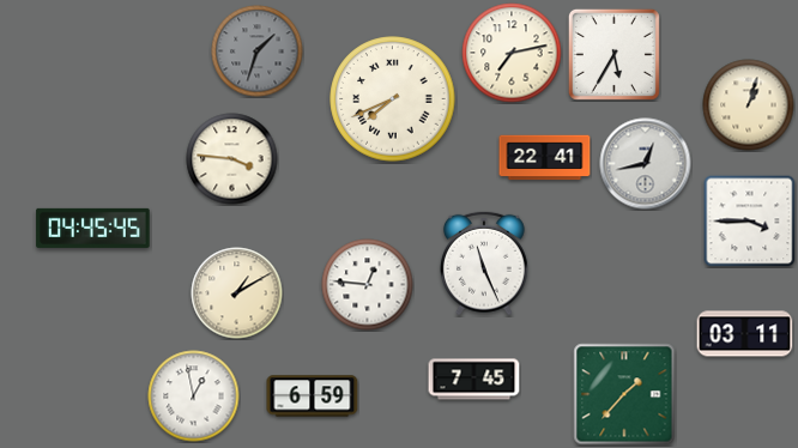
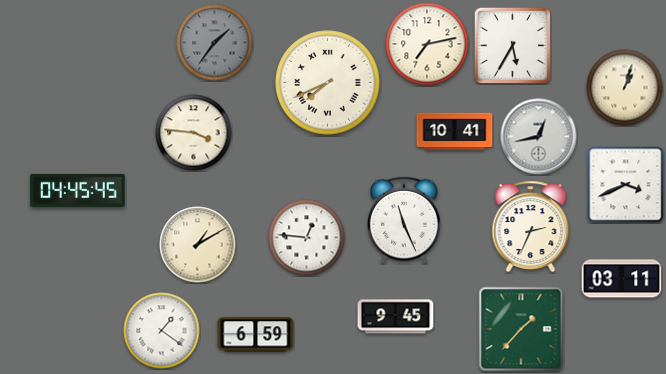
clock at (258, 52): 1:33 -> 1:36
clock at (545, 158): 22:41 -> 10:41
clock at (749, 220): 3:45 -> 3:41
clock at (531, 227): none -> 2:34
clock at (474, 380): 7:45 -> 9:45
clock at (194, 396): 12:58 -> 1:21
clock at (313, 396) position: (313, 396) -> (256, 335)
